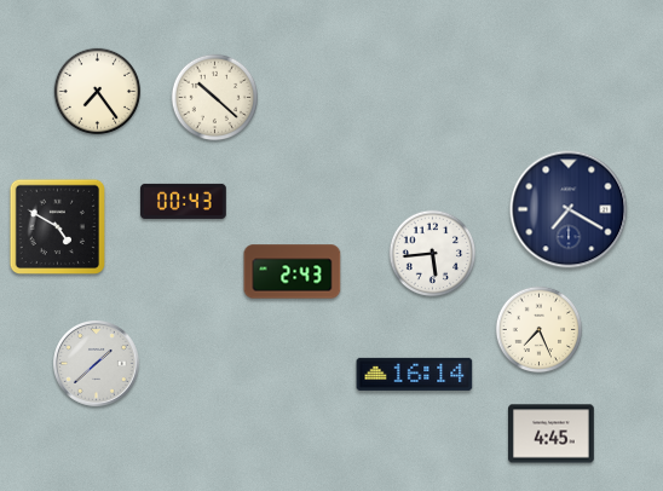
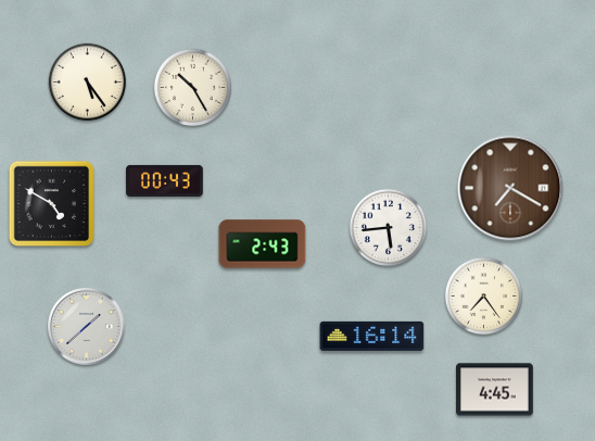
clock at (98, 92): 7:24 -> 5:24
clock at (215, 98): 10:22 -> 10:25
clock at (569, 209) dial: navy -> brown
clock at (540, 330): 7:26 -> 7:24
